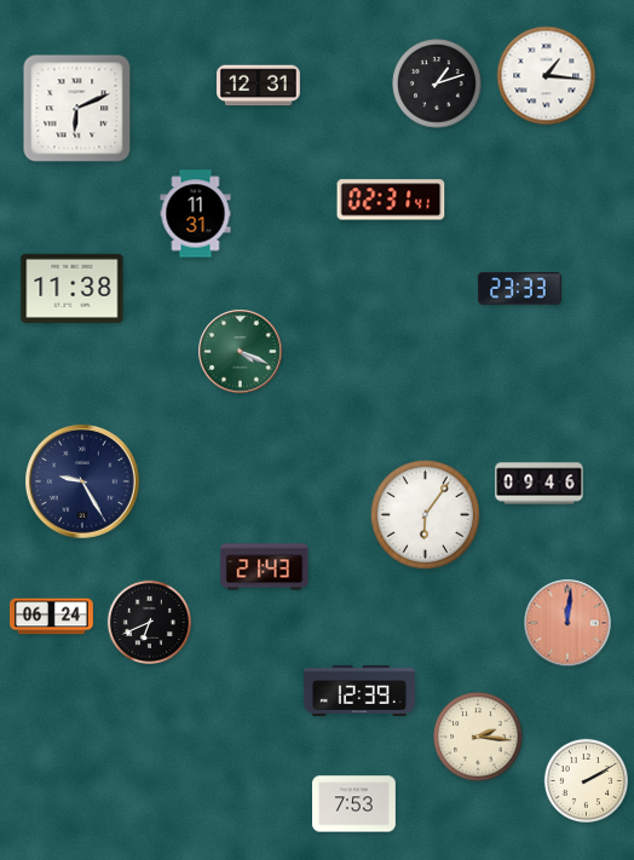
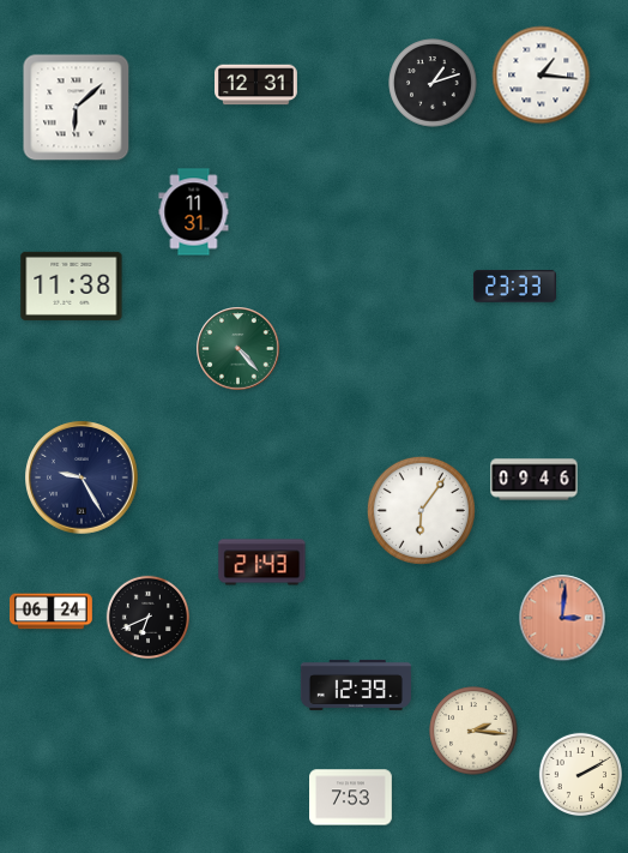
clock at (77, 109): 6:11 -> 6:08
clock at (391, 200): 02:31 -> none
clock at (241, 352): 4:19 -> 4:23
clock at (567, 623): 12:01 -> 3:01
